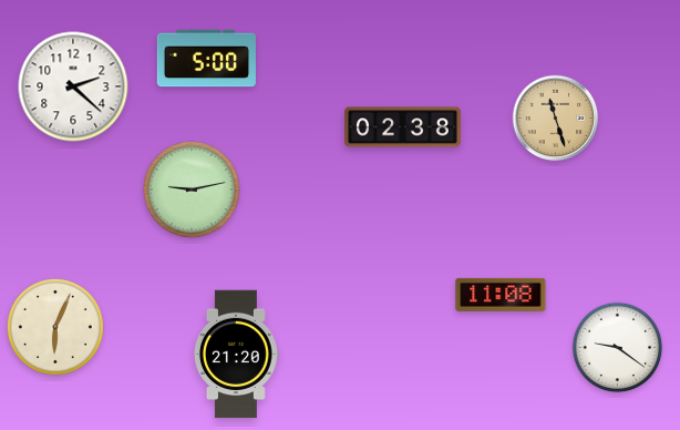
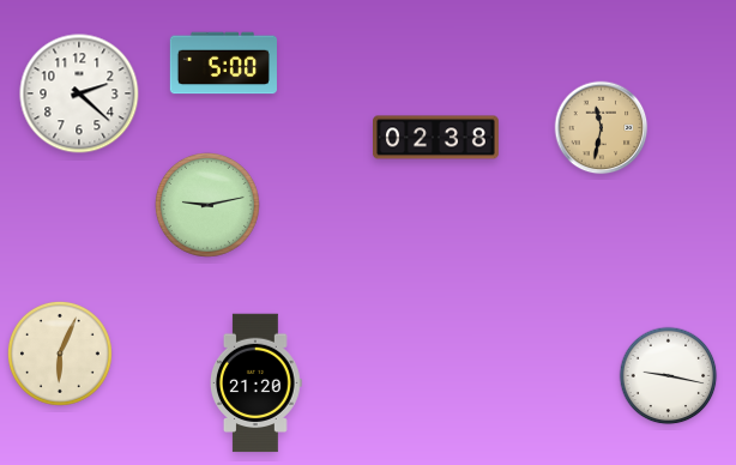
clock at (556, 119): 11:27 -> 11:32
clock at (501, 295): 11:08 -> none
clock at (618, 348): 9:21 -> 9:17
